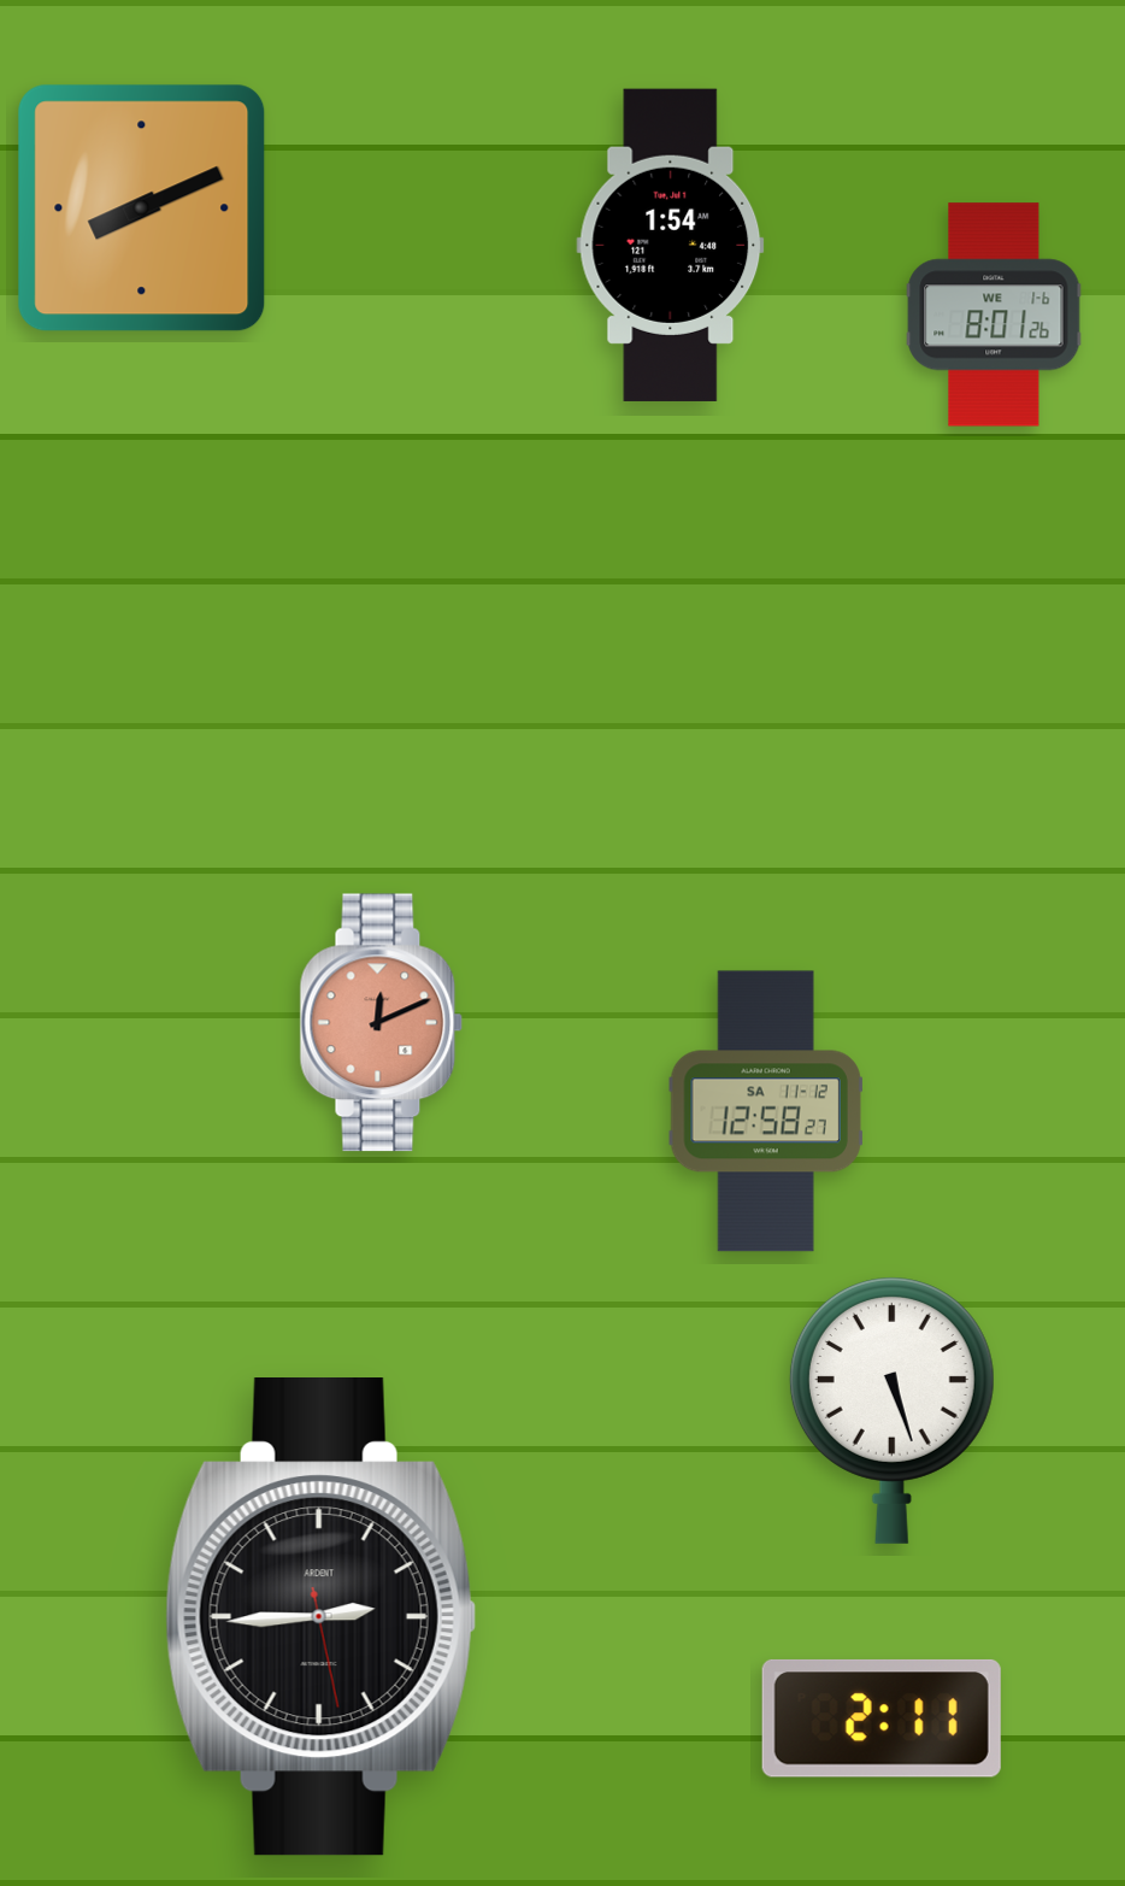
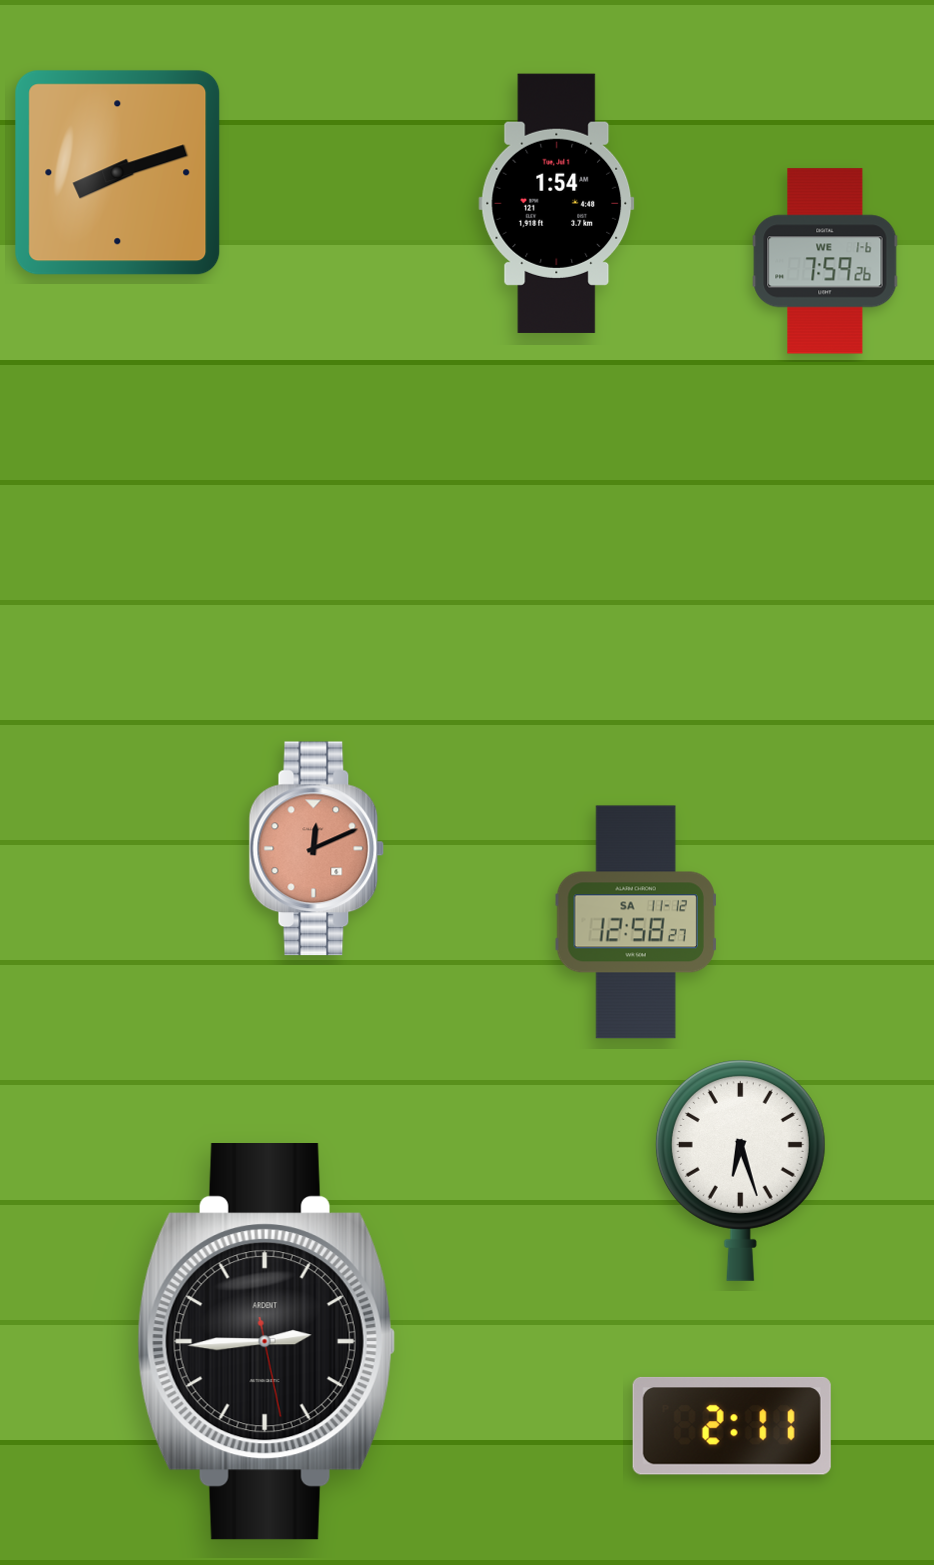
clock at (142, 208): 8:11 -> 8:12
clock at (994, 315): 8:01 -> 7:59
clock at (891, 1410): 5:27 -> 6:27
